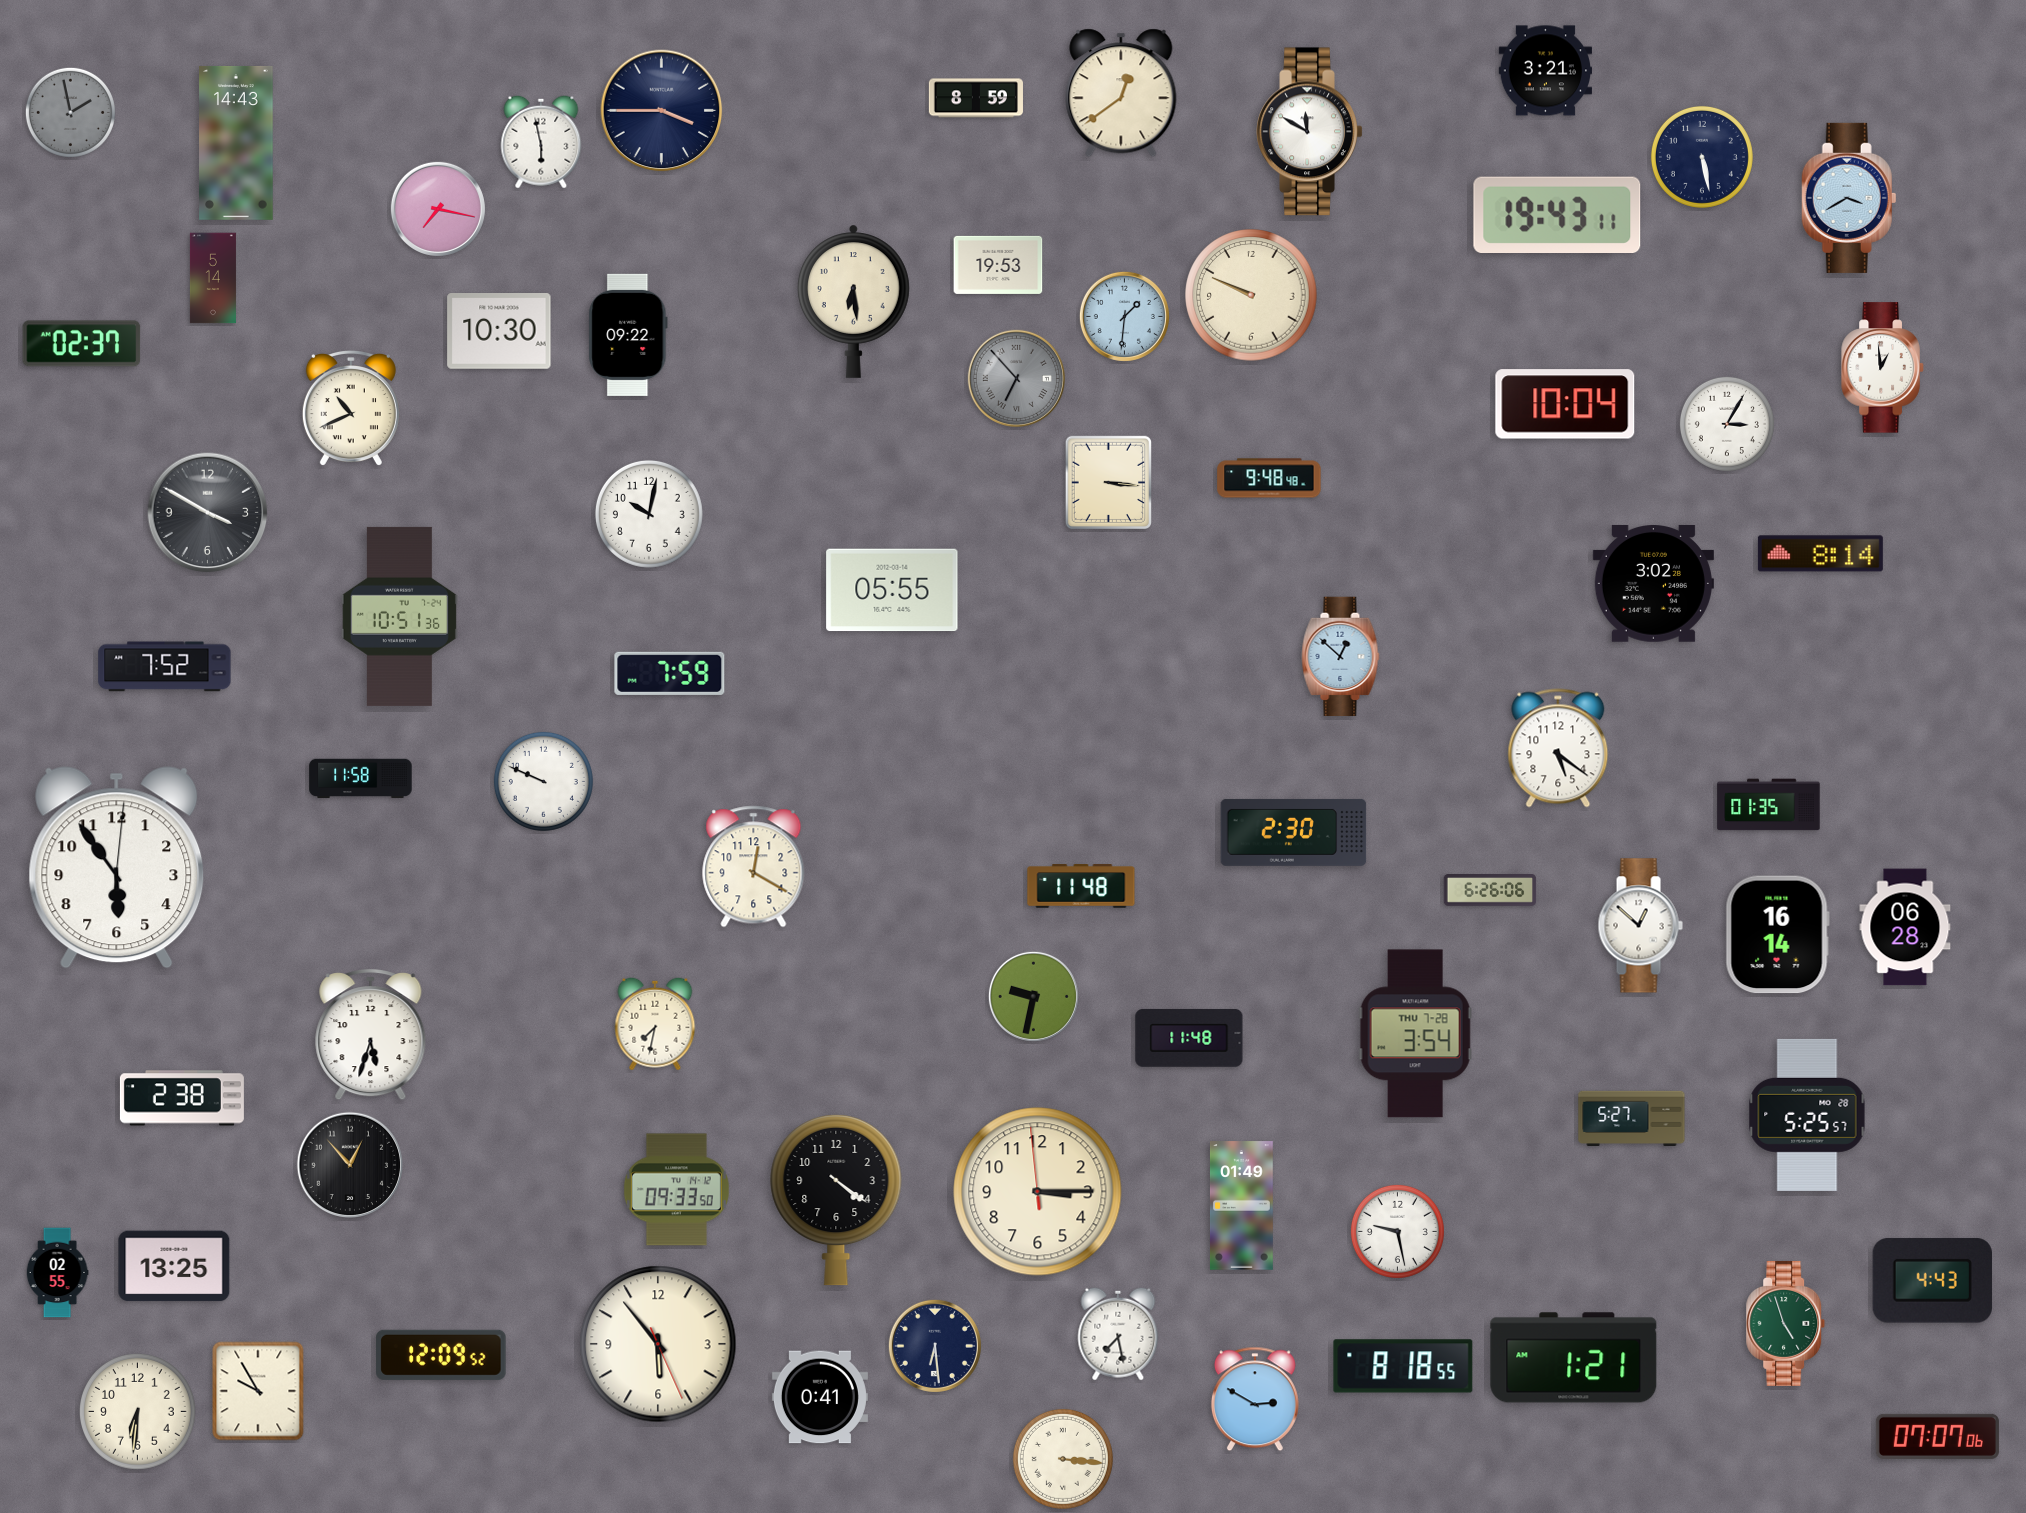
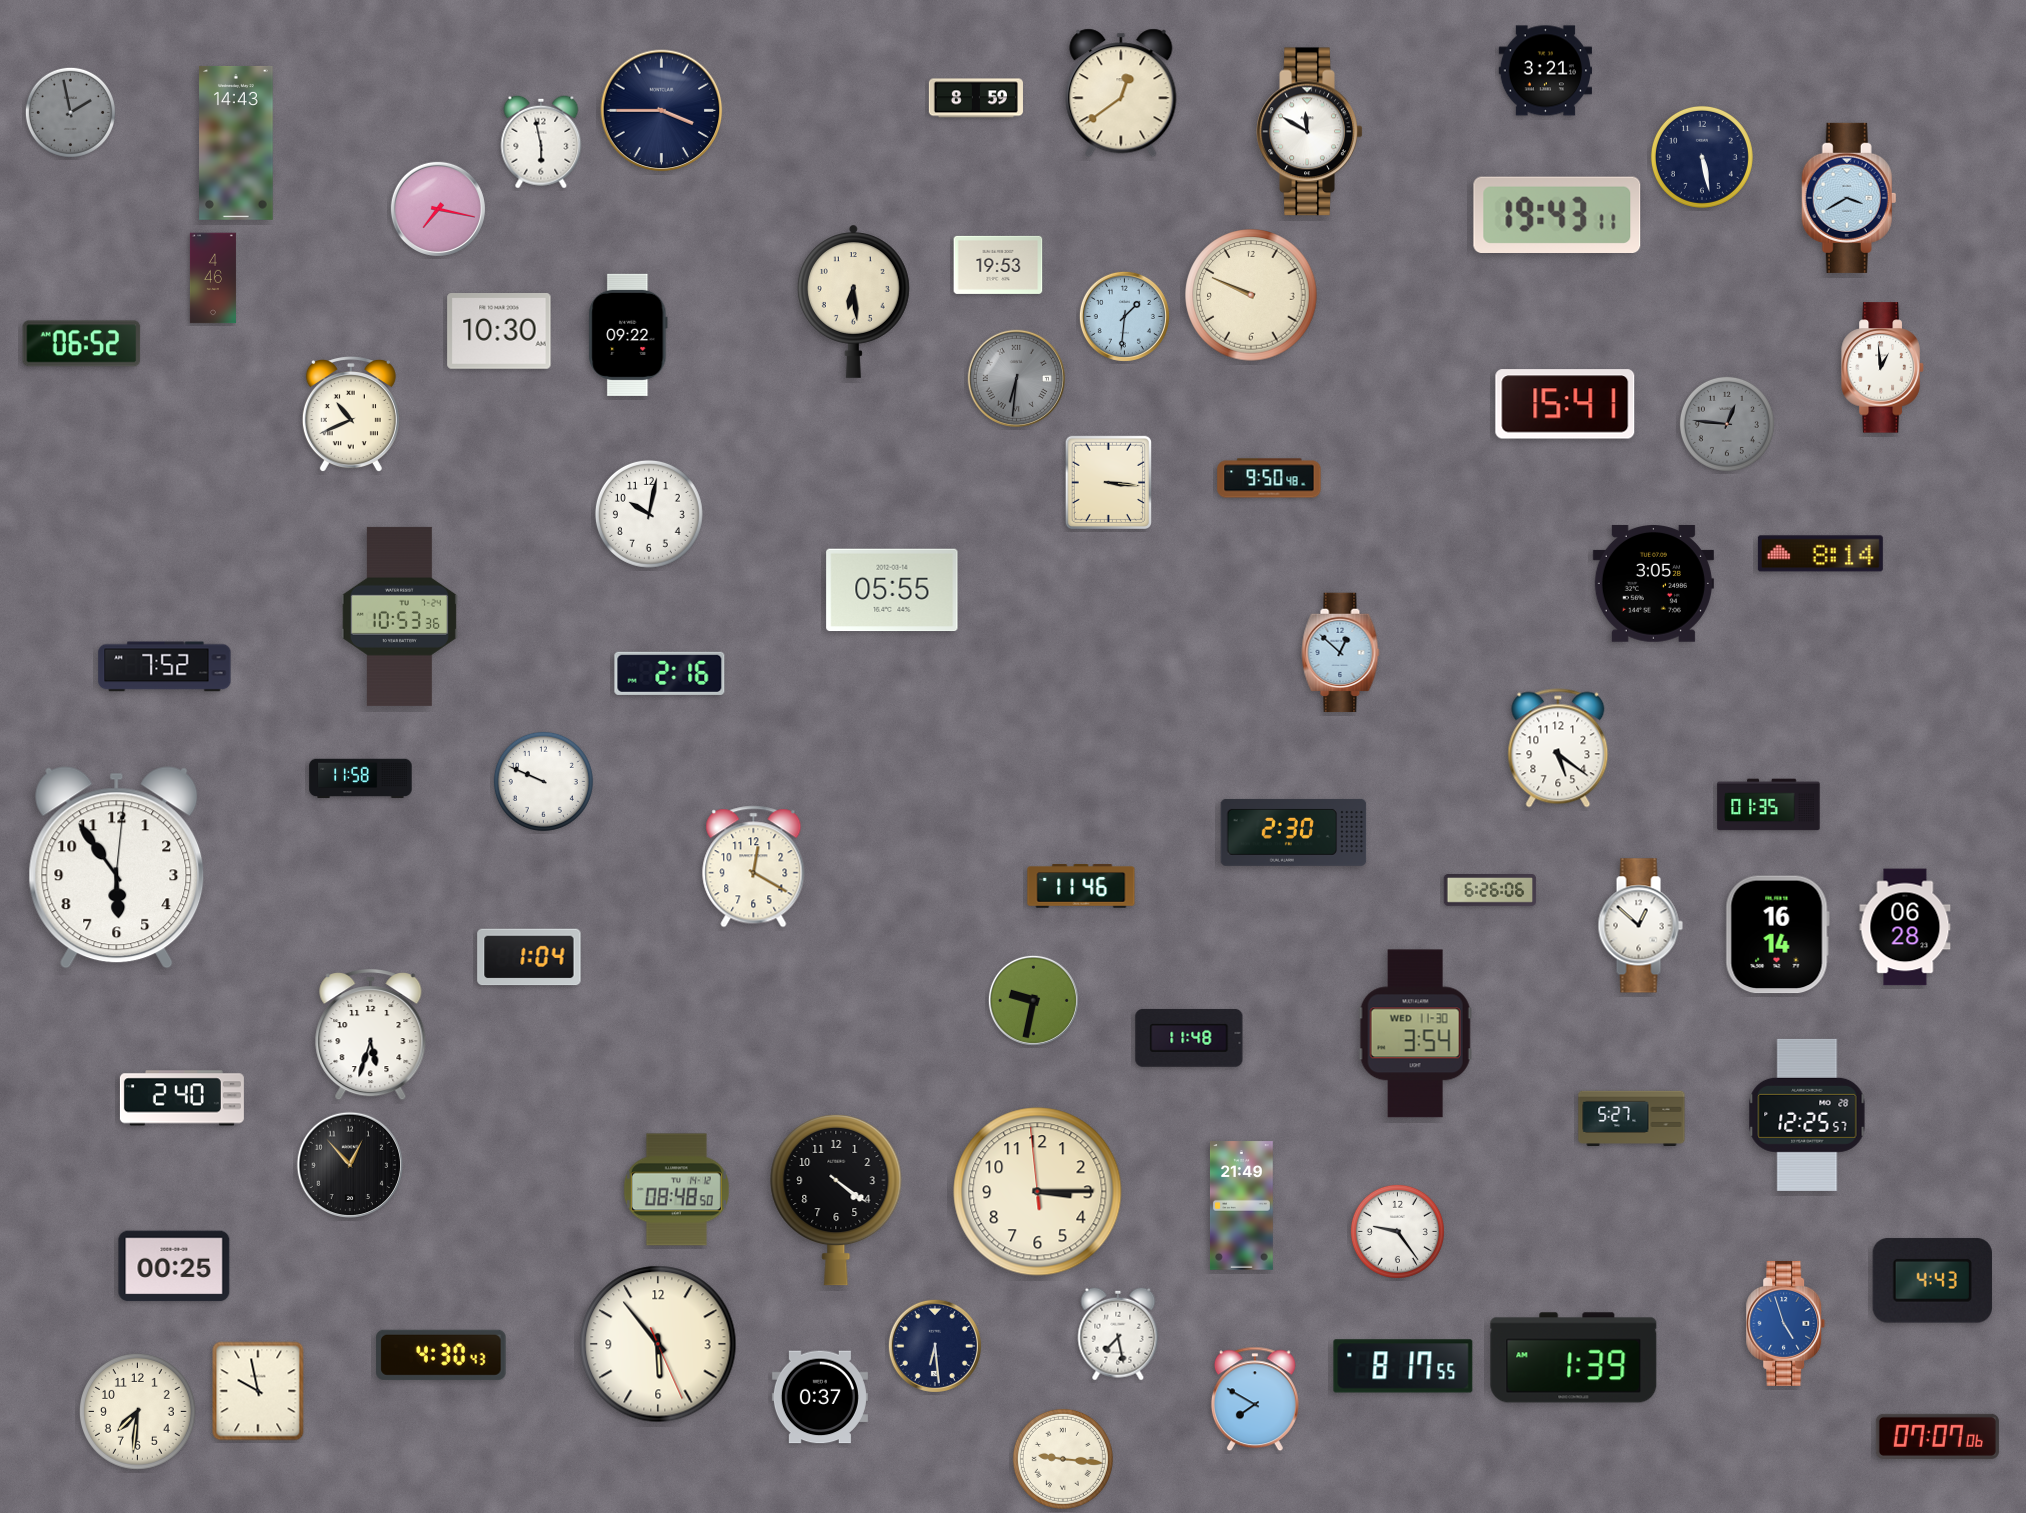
clock at (213, 278): 5:14 -> 4:46
clock at (82, 344): 02:37 -> 06:52
clock at (1016, 378): 6:53 -> 6:31
clock at (1565, 404): 10:04 -> 15:41
clock at (351, 409) position: (351, 409) -> (351, 415)
clock at (1727, 424): 3:05 -> 12:46
clock at (1727, 424) dial: white -> grey
clock at (1269, 478): 9:48 -> 9:50
clock at (208, 513): 3:50 -> none
clock at (1653, 584): 3:02 -> 3:05
clock at (399, 616): 10:51 -> 10:53
clock at (1341, 657) position: (1341, 657) -> (1341, 653)
clock at (670, 673): 7:59 -> 2:16
clock at (1081, 886): 11:48 -> 11:46
clock at (529, 957): none -> 1:04
clock at (1033, 996) position: (1033, 996) -> (1033, 1000)
clock at (655, 1024): 7:32 -> none
clock at (1415, 1034) date: THU 7-28 -> WED 11-30
clock at (182, 1098): 2:38 -> 2:40
clock at (1807, 1115): 5:25 -> 12:25
clock at (676, 1190): 09:33 -> 08:48
clock at (1241, 1206): 01:49 -> 21:49
clock at (1397, 1231): 9:28 -> 9:24
clock at (174, 1266): 13:25 -> 00:25
clock at (57, 1273): 02:55 -> none
clock at (1786, 1323) dial: green -> blue
clock at (441, 1355): 12:09 -> 4:30
clock at (1574, 1358): 1:21 -> 1:39
clock at (1403, 1366): 8:18 -> 8:17
clock at (258, 1391): 9:55 -> 9:58
clock at (820, 1397): 0:41 -> 0:37
clock at (1255, 1399): 2:50 -> 7:50
clock at (138, 1412): 6:31 -> 7:31
clock at (1063, 1459): 3:16 -> 9:16
